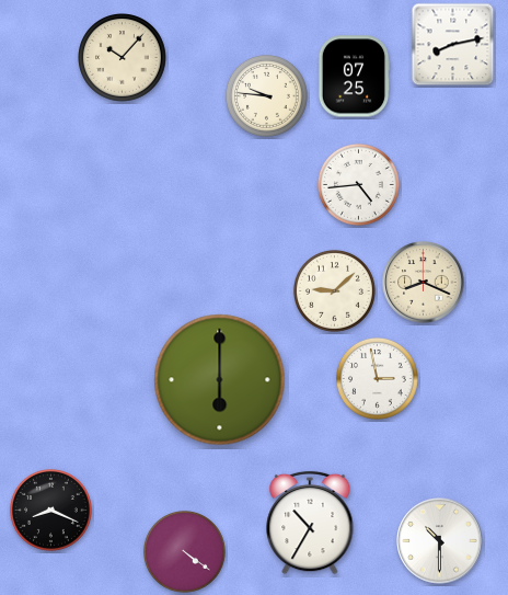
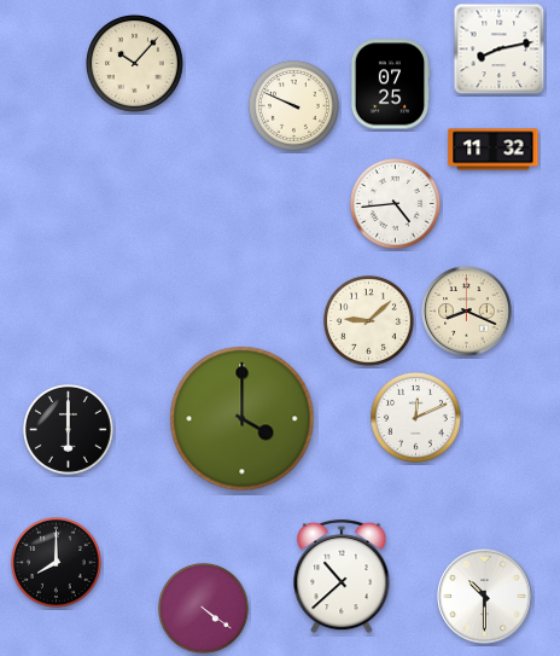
clock at (266, 95): 9:46 -> 9:49
clock at (494, 150): none -> 11:32
clock at (377, 378): 2:58 -> 12:11
clock at (220, 380): 6:00 -> 4:00
clock at (68, 429): none -> 6:00
clock at (50, 510): 8:19 -> 8:00
clock at (310, 523): 10:35 -> 10:38
